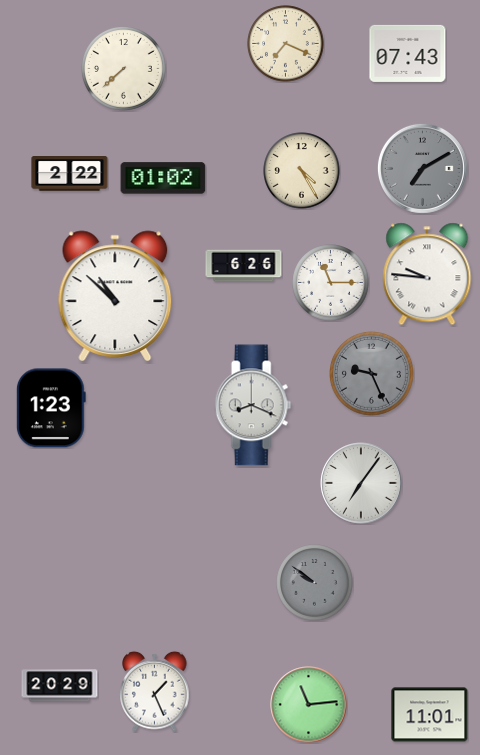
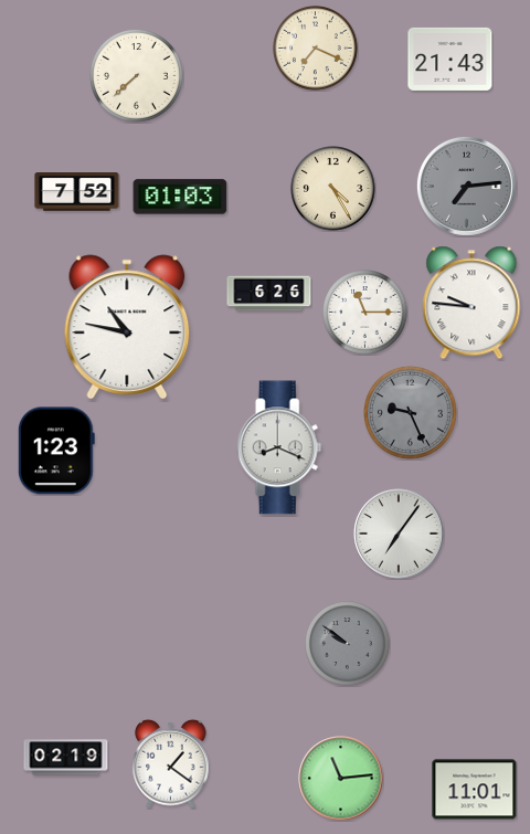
clock at (408, 53): 07:43 -> 21:43
clock at (422, 168): 7:10 -> 7:14
clock at (70, 174): 2:22 -> 7:52
clock at (163, 178): 01:02 -> 01:03
clock at (115, 296): 10:52 -> 10:47
clock at (60, 686): 20:29 -> 02:19
clock at (155, 691): 1:26 -> 1:21
